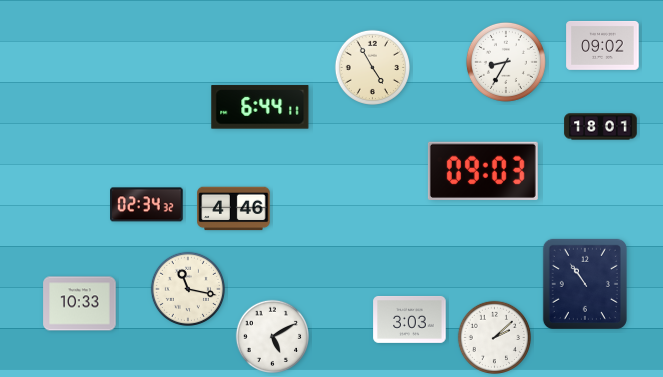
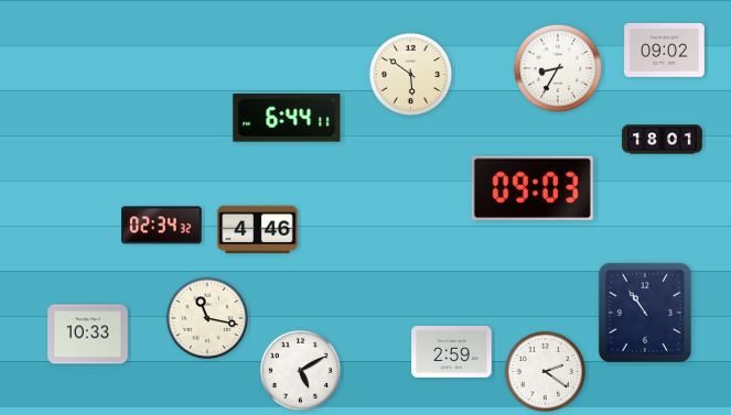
clock at (372, 67): 4:55 -> 5:51
clock at (410, 319): 3:03 -> 2:59
clock at (494, 337): 2:08 -> 2:21
